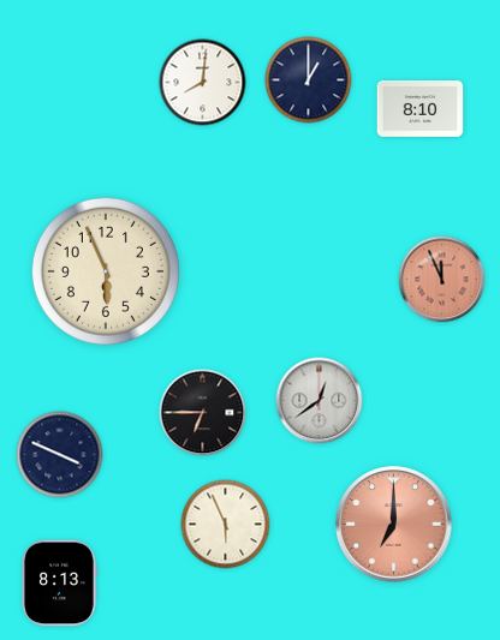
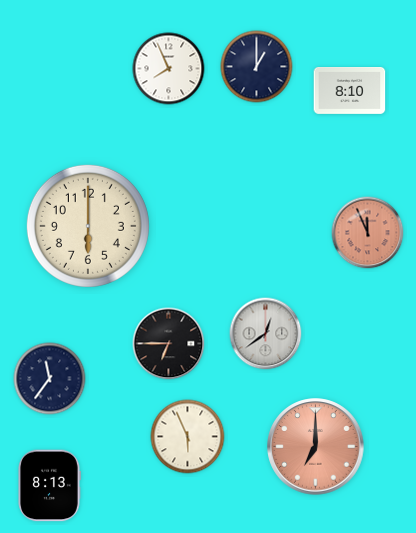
clock at (203, 83): 8:01 -> 7:56
clock at (106, 271): 5:56 -> 6:00
clock at (60, 455): 3:49 -> 11:36
clock at (394, 525) position: (394, 525) -> (316, 447)
